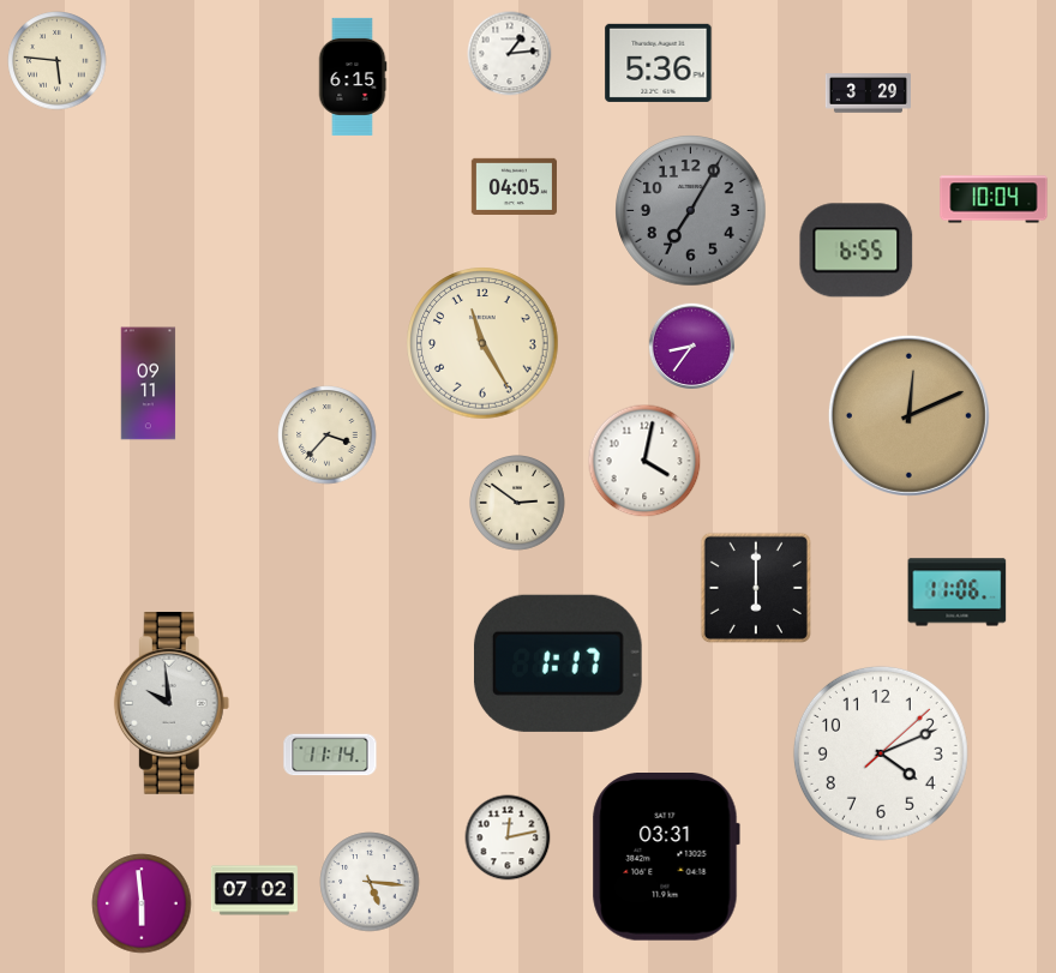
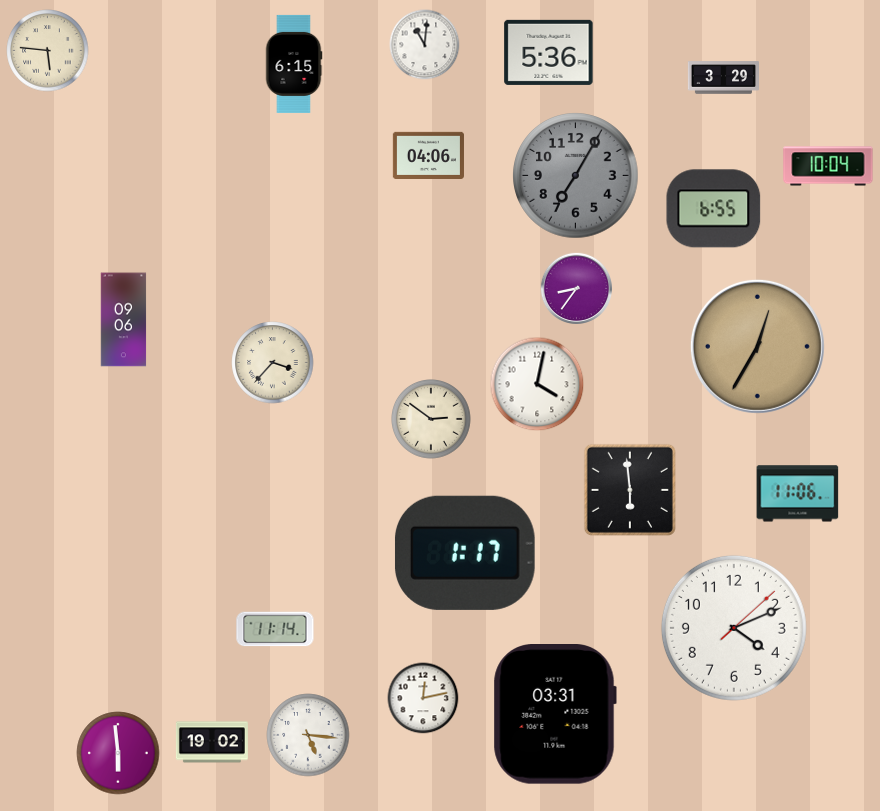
clock at (510, 54): 1:14 -> 11:01
clock at (514, 186): 04:05 -> 04:06
clock at (482, 343): 11:25 -> none
clock at (149, 384): 09:11 -> 09:06
clock at (908, 415): 12:11 -> 12:35
clock at (756, 588): 6:00 -> 5:59
clock at (172, 703): 9:59 -> none
clock at (254, 890): 07:02 -> 19:02
